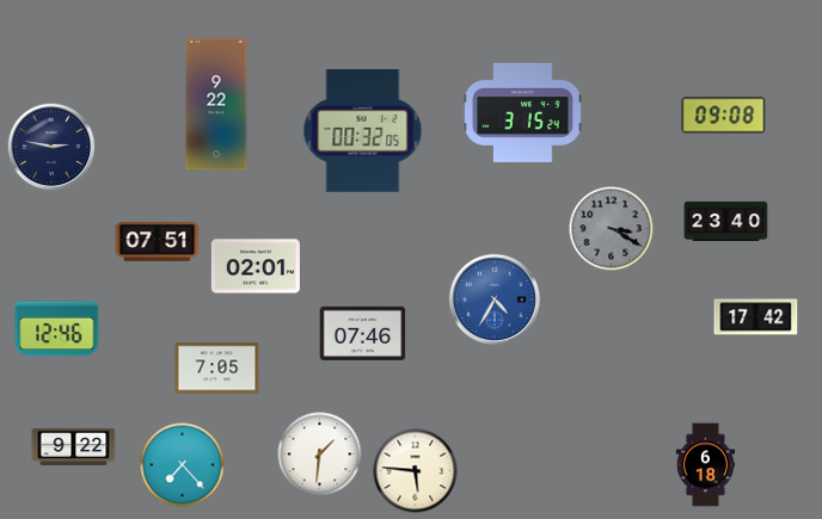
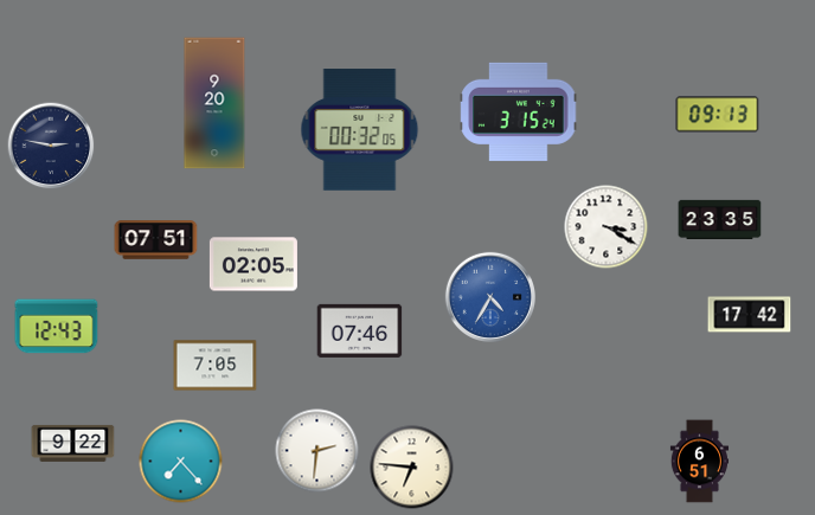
clock at (216, 104): 9:22 -> 9:20
clock at (724, 116): 09:08 -> 09:13
clock at (726, 221): 23:40 -> 23:35
clock at (612, 229) dial: grey -> white
clock at (256, 266): 02:01 -> 02:05
clock at (57, 329): 12:46 -> 12:43
clock at (320, 455): 1:31 -> 2:31
clock at (705, 465): 6:18 -> 6:51
clock at (416, 471): 5:46 -> 6:46
